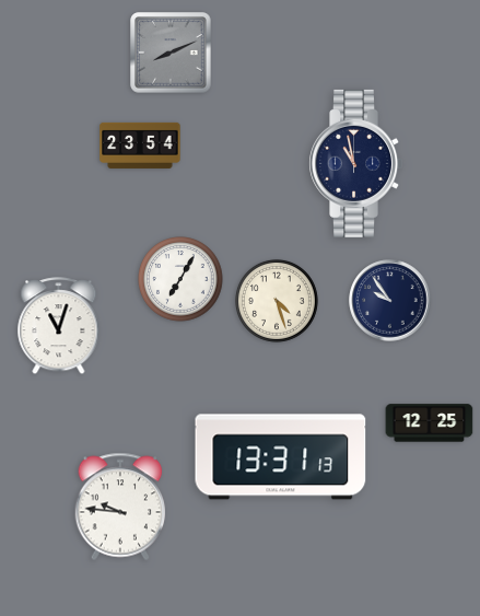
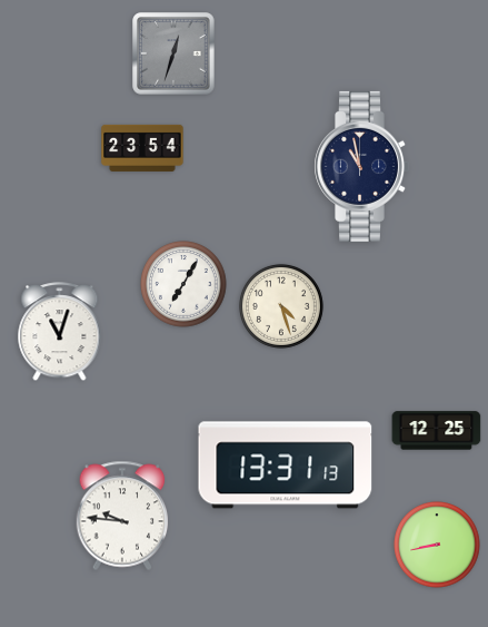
clock at (171, 53): 8:11 -> 12:33
clock at (390, 301): 9:54 -> none
clock at (437, 545): none -> 8:43
